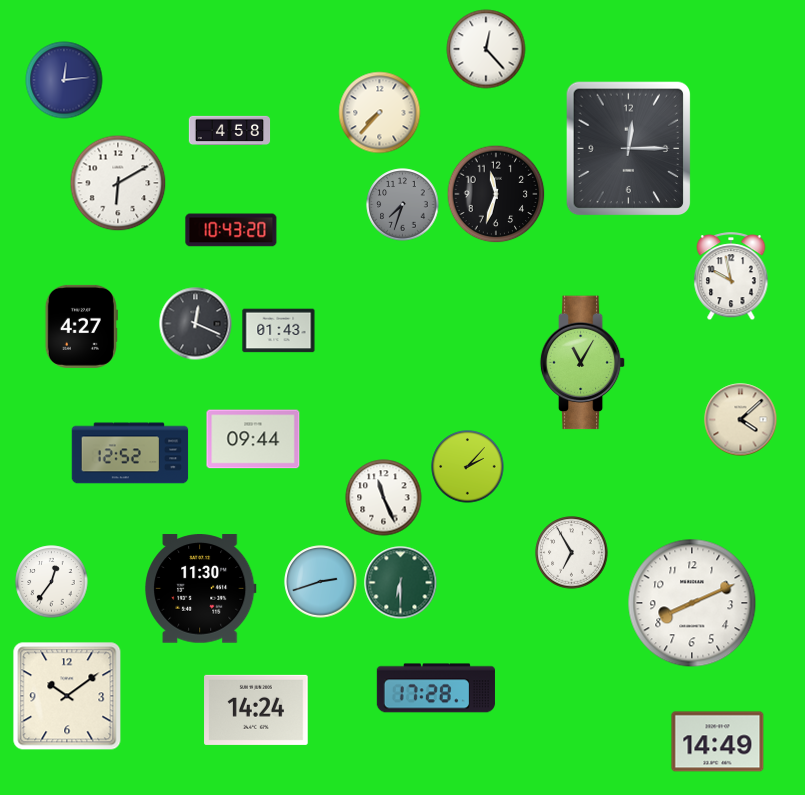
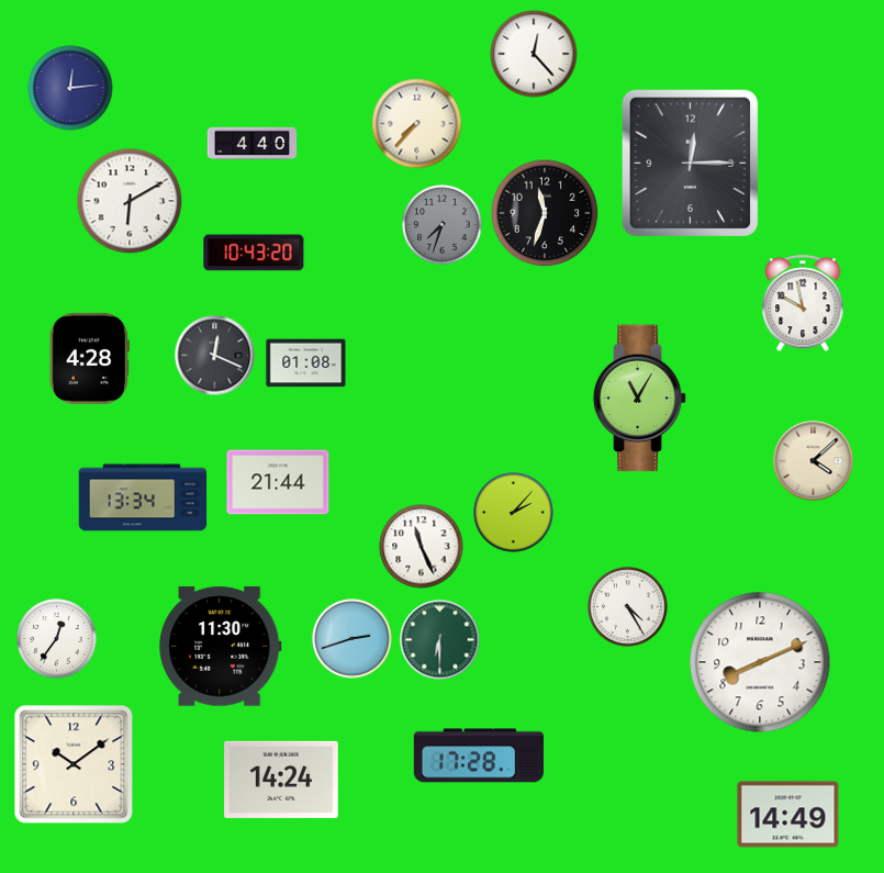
clock at (230, 130): 4:58 -> 4:40
clock at (81, 326): 4:27 -> 4:28
clock at (279, 331): 01:43 -> 01:08
clock at (253, 439): 09:44 -> 21:44
clock at (130, 453): 12:52 -> 13:34
clock at (572, 553): 6:55 -> 4:25
